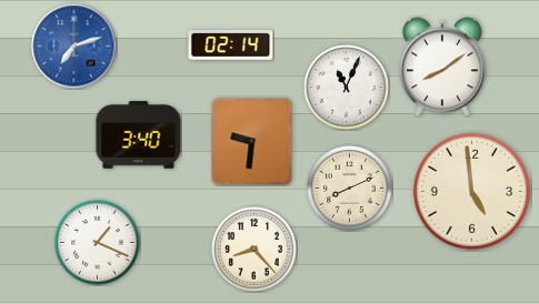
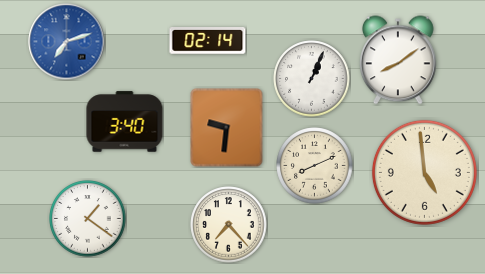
clock at (347, 88): 11:04 -> 1:04
clock at (350, 189) position: (350, 189) -> (315, 166)
clock at (98, 243): 1:19 -> 1:21
clock at (254, 250): 8:23 -> 7:23
